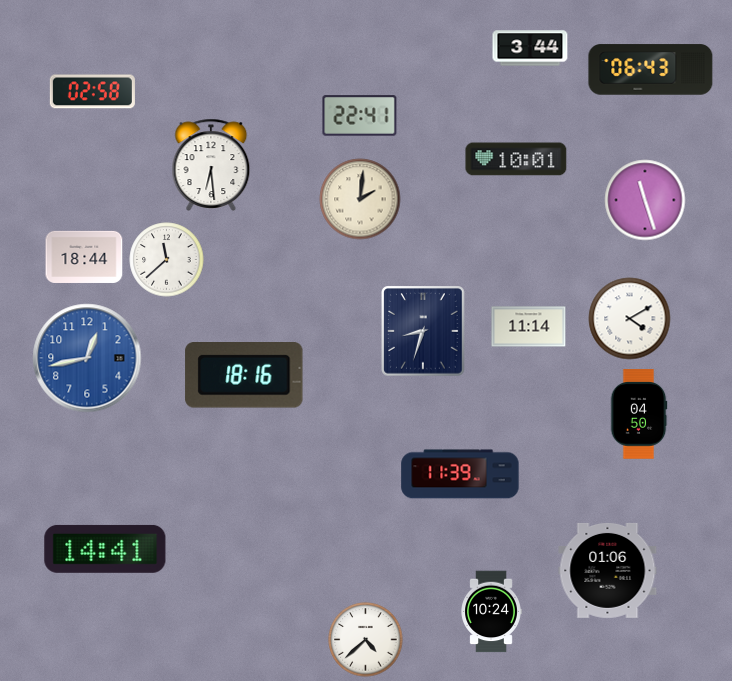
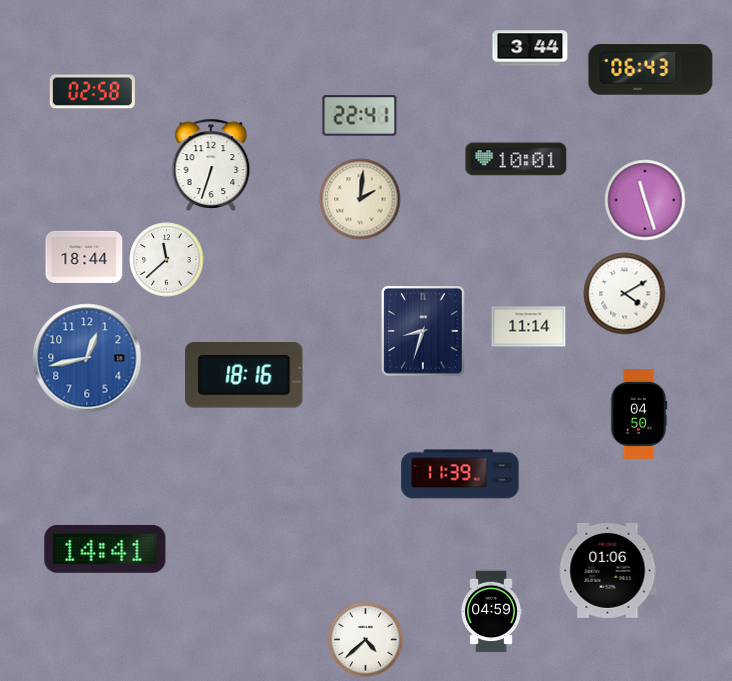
clock at (211, 165): 6:29 -> 6:33
clock at (630, 319) position: (630, 319) -> (625, 294)
clock at (491, 612): 10:24 -> 04:59
